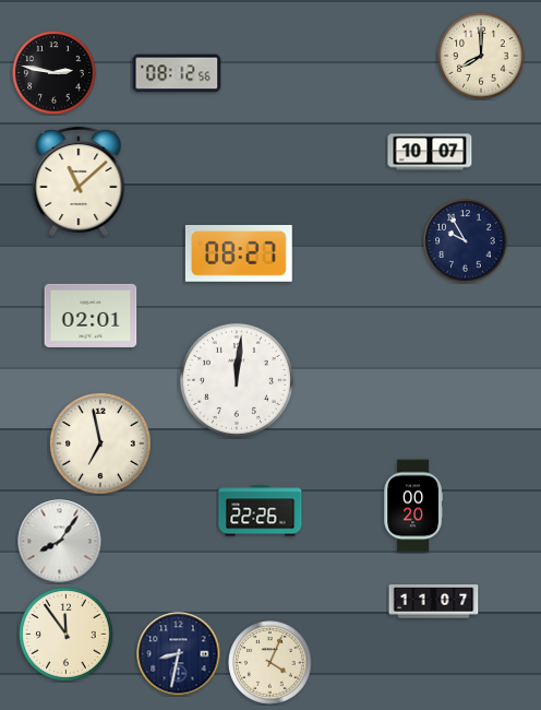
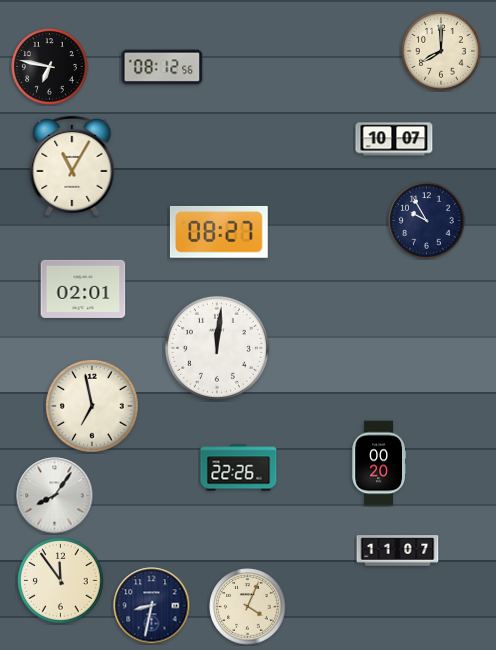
clock at (55, 73): 2:47 -> 6:47
clock at (79, 181): 11:08 -> 11:05
clock at (179, 654) position: (179, 654) -> (152, 606)
